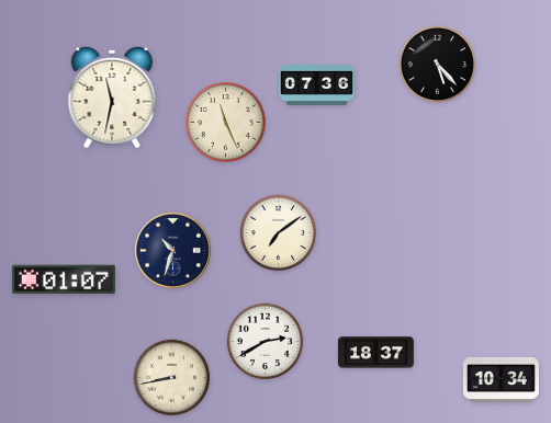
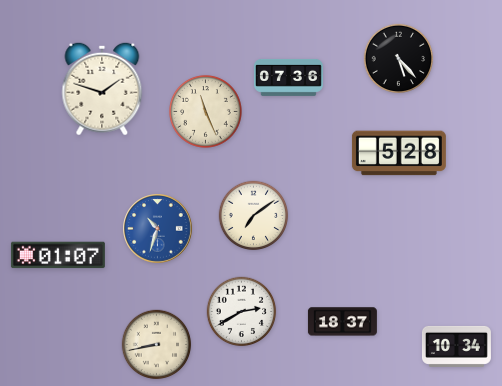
clock at (112, 98): 11:32 -> 1:48
clock at (399, 153): none -> 5:28
clock at (279, 233) position: (279, 233) -> (254, 216)
clock at (173, 251) dial: navy -> blue
